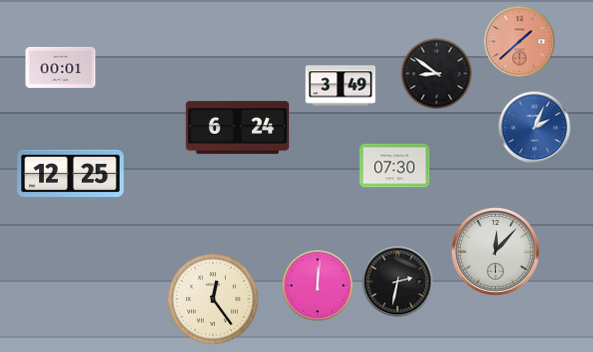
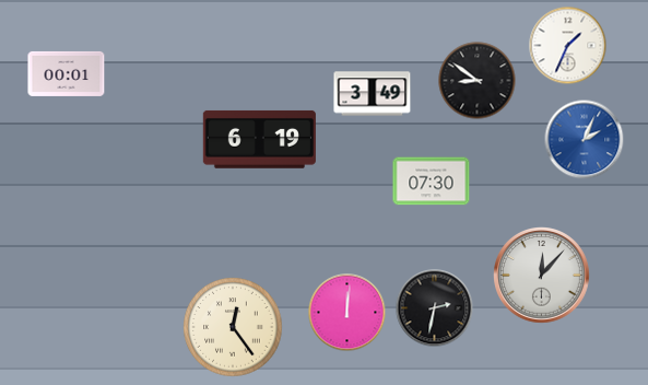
clock at (520, 42): 1:38 -> 1:34
clock at (520, 42) dial: salmon -> white
clock at (237, 127): 6:24 -> 6:19
clock at (71, 174): 12:25 -> none
